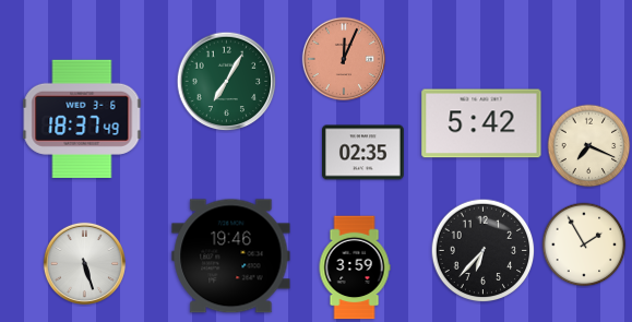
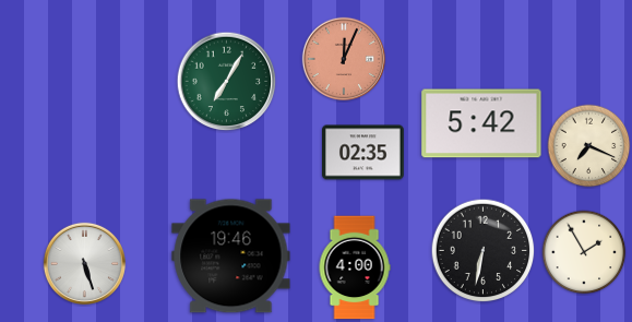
clock at (82, 119): 18:37 -> none
clock at (584, 245) position: (584, 245) -> (584, 252)
clock at (484, 251): 6:37 -> 6:32
clock at (355, 267): 3:59 -> 4:00
